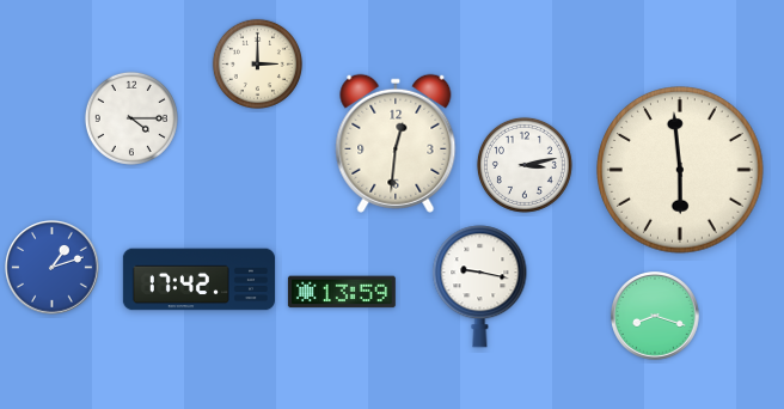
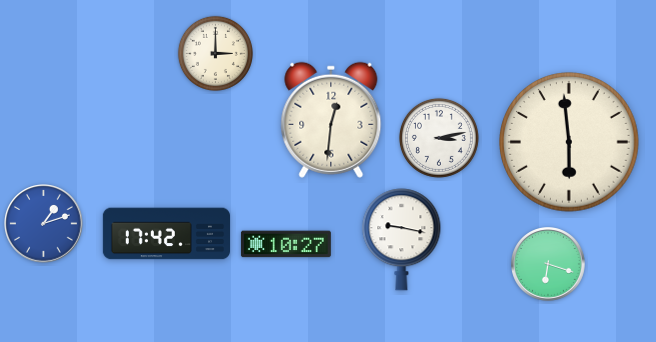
clock at (131, 118): 4:15 -> none
clock at (342, 292): 13:59 -> 10:27
clock at (656, 317): 8:18 -> 6:18
